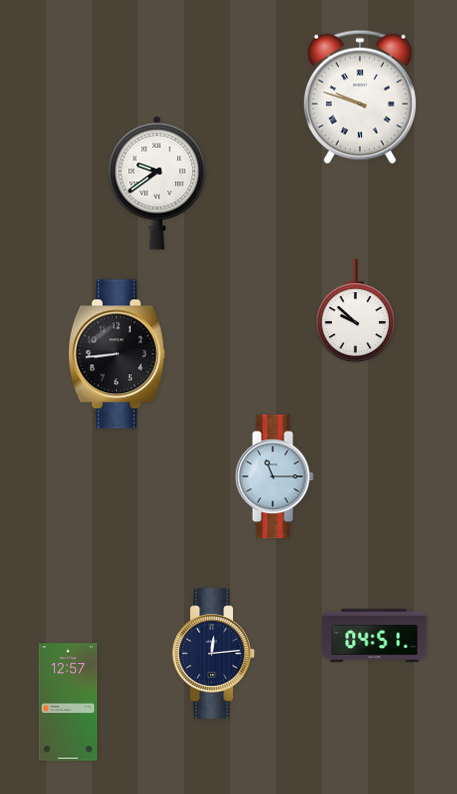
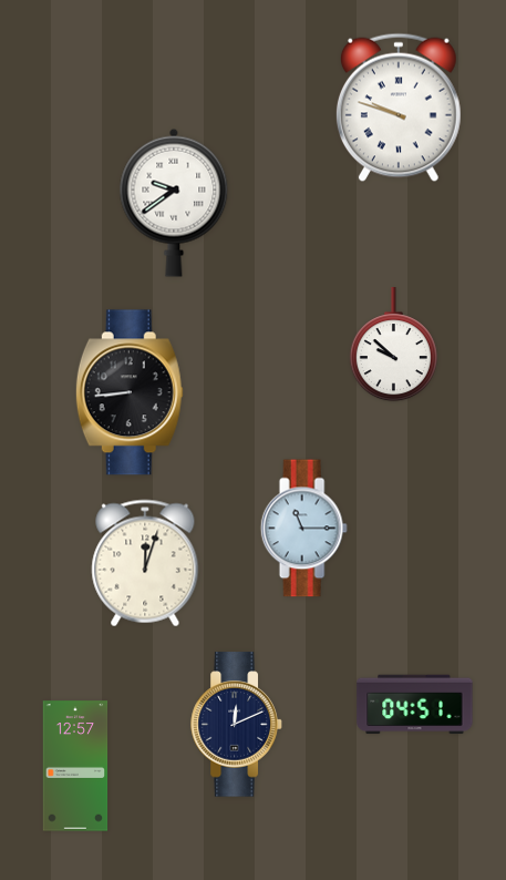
clock at (145, 563): none -> 12:03
clock at (214, 654): 12:14 -> 12:11
clock at (68, 702) position: (68, 702) -> (75, 766)
